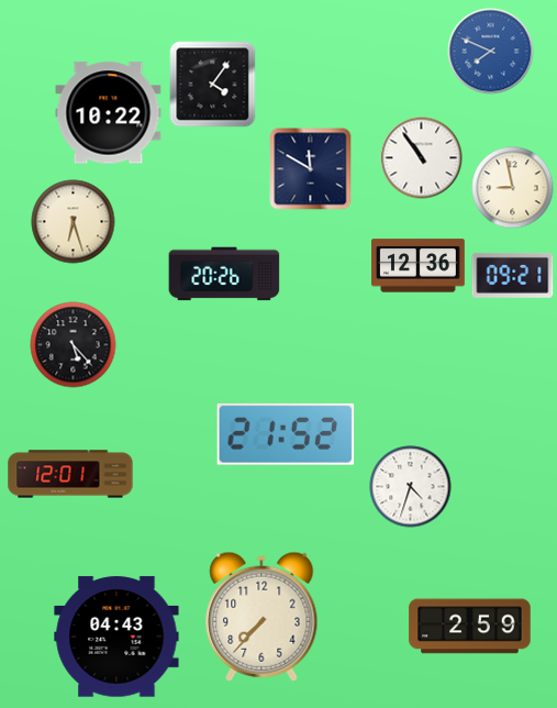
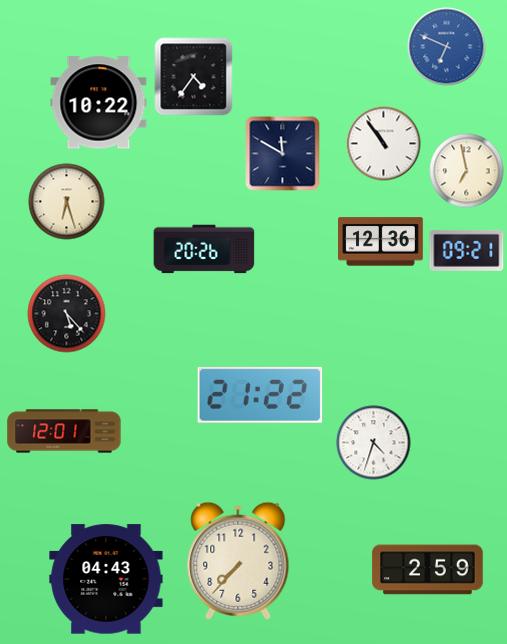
clock at (491, 52): 7:49 -> 6:49
clock at (213, 85): 4:06 -> 4:36
clock at (513, 188): 8:58 -> 6:58
clock at (286, 434): 21:52 -> 21:22
